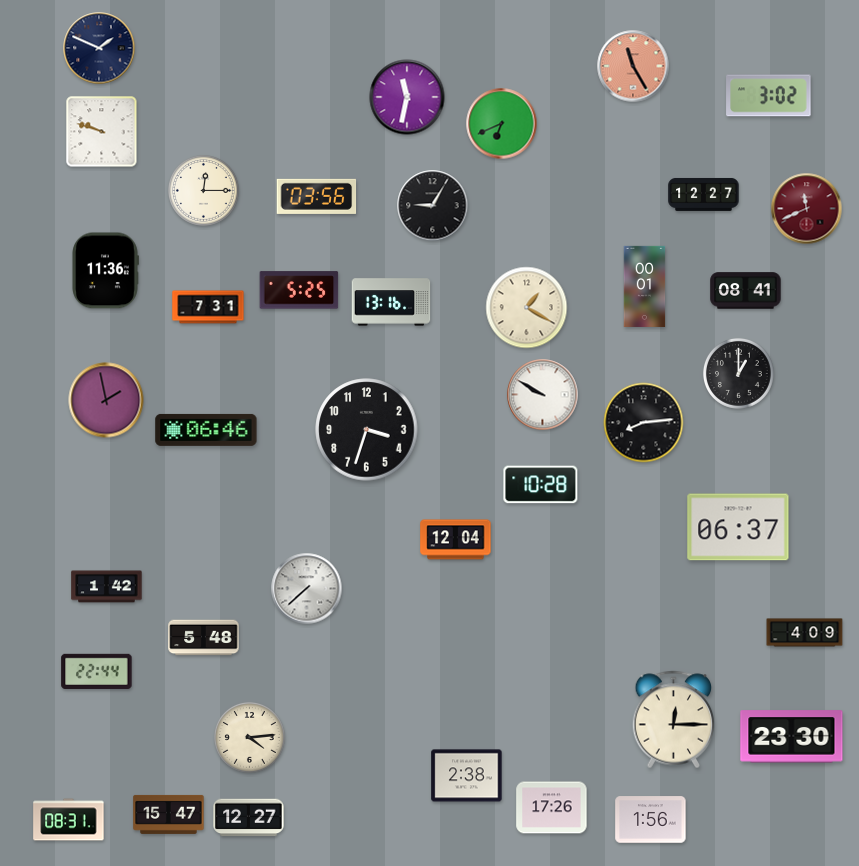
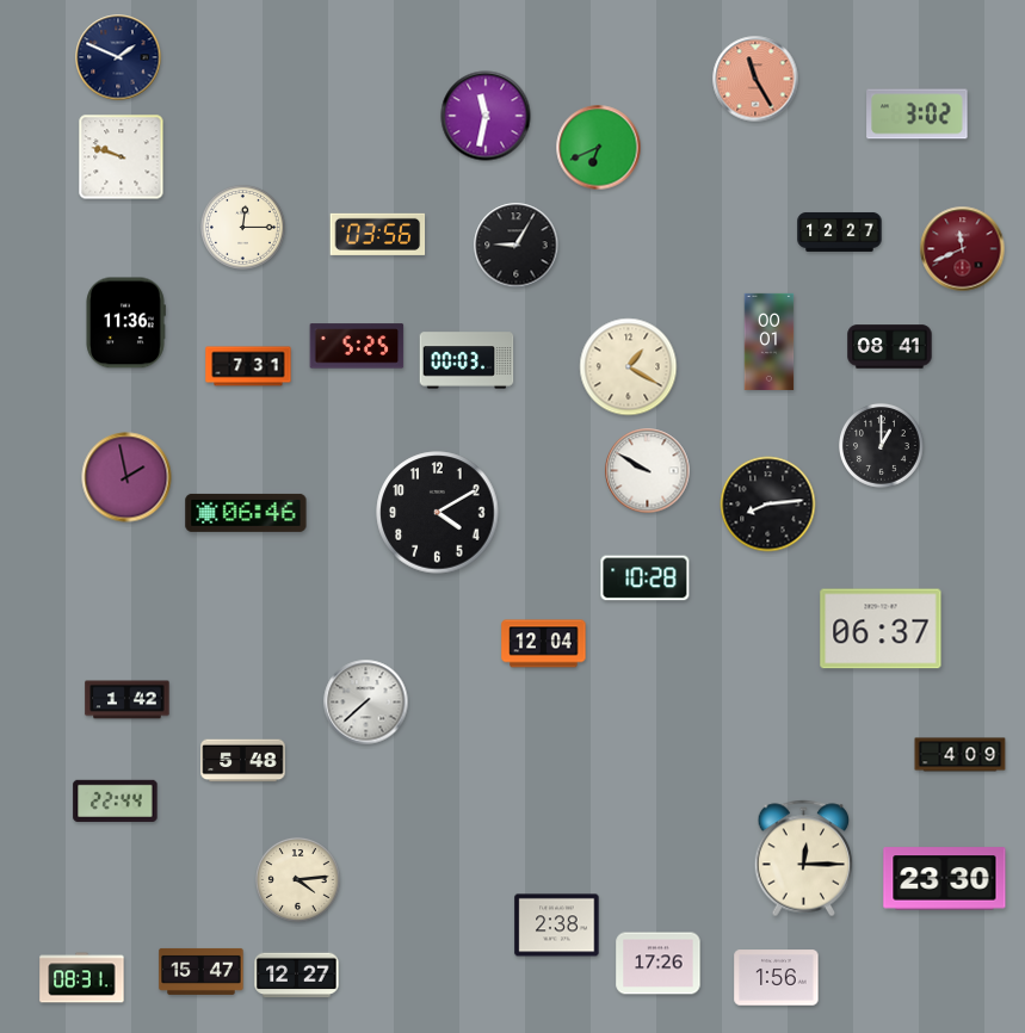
clock at (391, 302): 13:16 -> 00:03
clock at (367, 430): 3:33 -> 4:10
